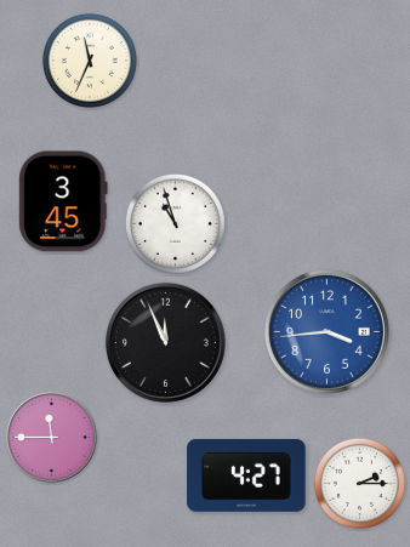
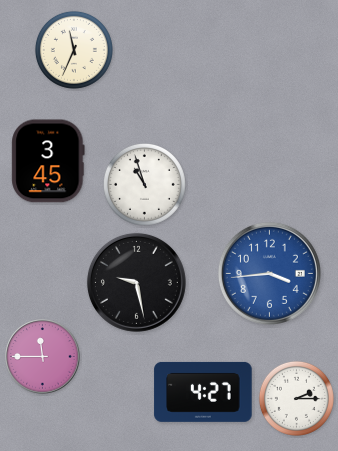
clock at (63, 201) position: (63, 201) -> (48, 161)
clock at (165, 342): 11:56 -> 9:28
clock at (52, 438) position: (52, 438) -> (43, 357)
